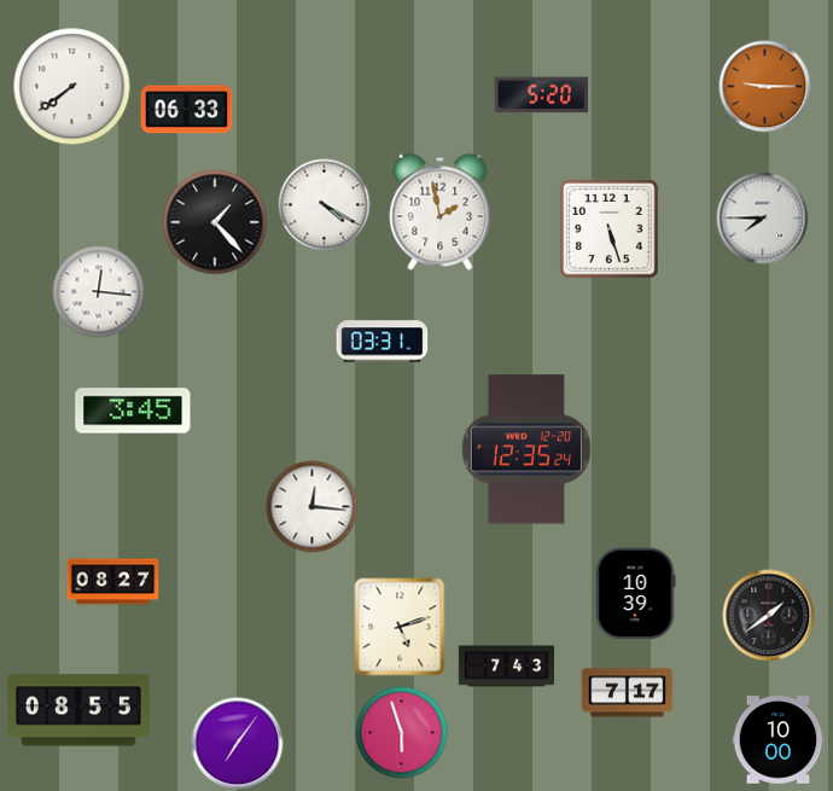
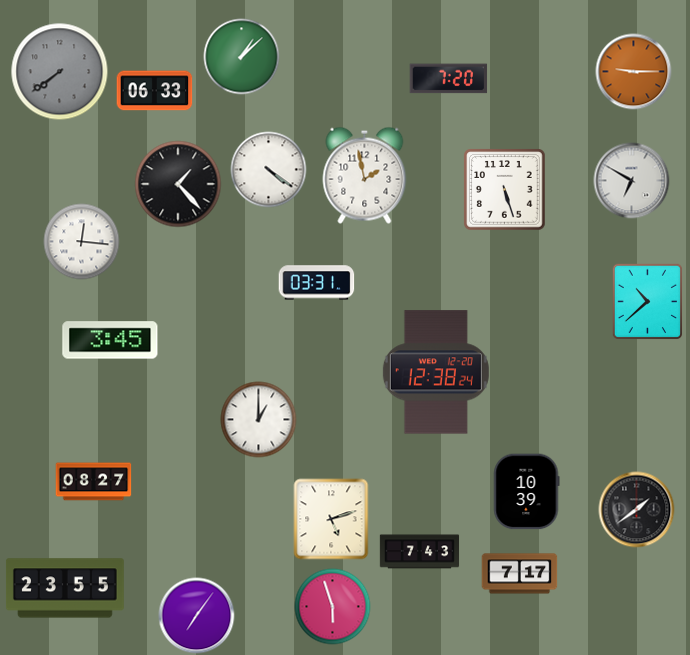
clock at (242, 57): none -> 1:08
clock at (72, 87) dial: white -> grey
clock at (542, 95): 5:20 -> 7:20
clock at (325, 205): 4:20 -> 4:21
clock at (763, 219): 7:45 -> 6:50
clock at (648, 301): none -> 10:38
clock at (526, 449): 12:35 -> 12:38
clock at (313, 507): 12:16 -> 1:00
clock at (78, 710): 08:55 -> 23:55
clock at (779, 740): 10:00 -> none
